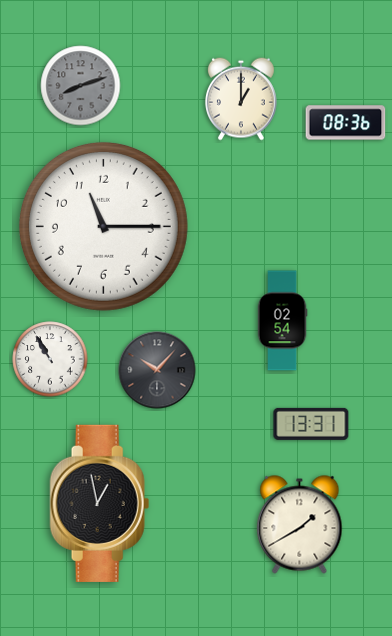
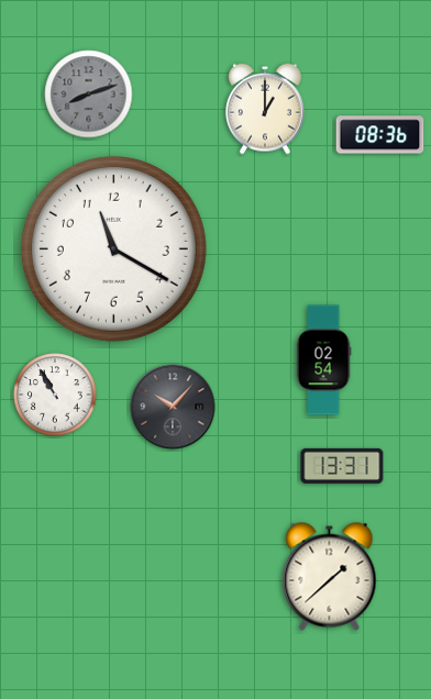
clock at (103, 226): 11:15 -> 11:20
clock at (282, 321) position: (282, 321) -> (323, 360)
clock at (100, 503): 12:58 -> none
clock at (300, 525): 1:40 -> 1:38
